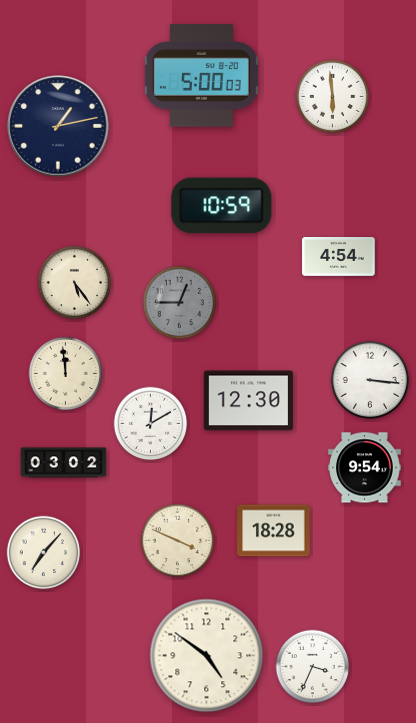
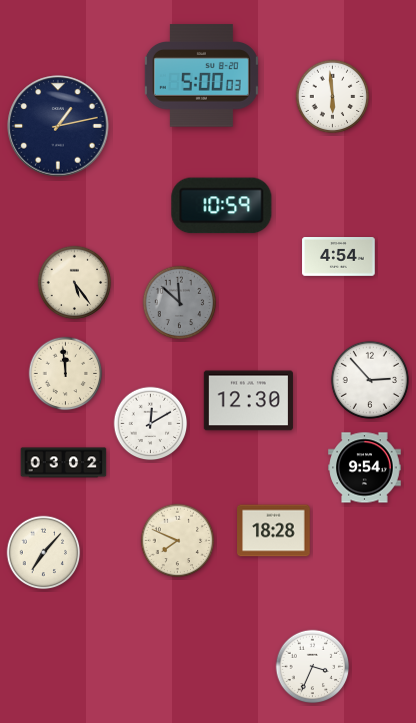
clock at (180, 303): 12:45 -> 11:52
clock at (370, 380): 3:16 -> 2:53
clock at (178, 541): 3:49 -> 7:49
clock at (207, 656): 4:51 -> none
